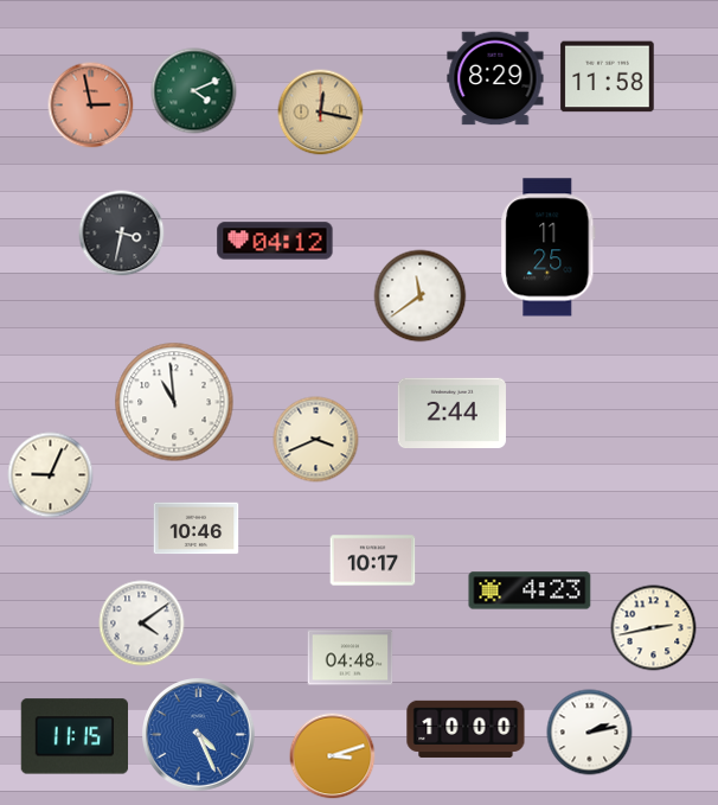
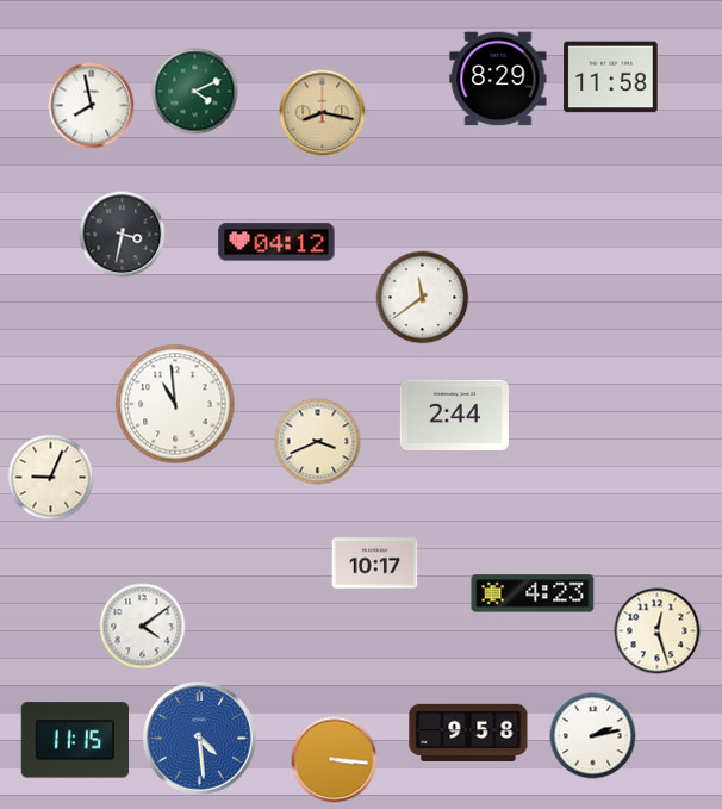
clock at (91, 106): 2:58 -> 7:58
clock at (91, 106) dial: salmon -> white
clock at (321, 113): 12:17 -> 8:17
clock at (549, 248): 11:25 -> none
clock at (197, 529): 10:46 -> none
clock at (654, 628): 2:43 -> 12:27
clock at (351, 658): 04:48 -> none
clock at (466, 729): 10:00 -> 9:58
clock at (199, 735): 4:26 -> 4:29
clock at (333, 756): 3:12 -> 3:16
